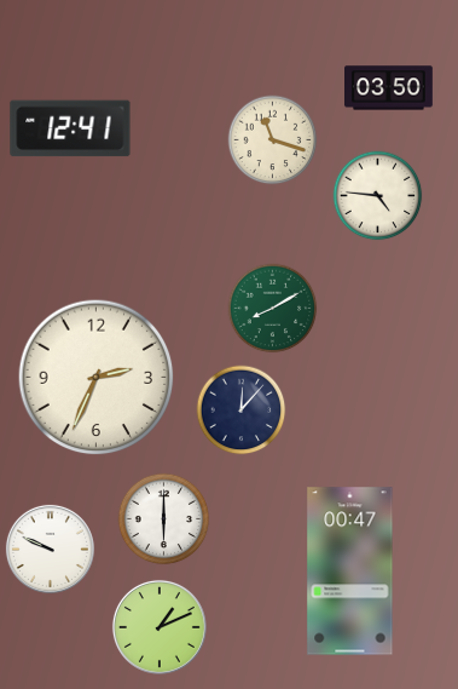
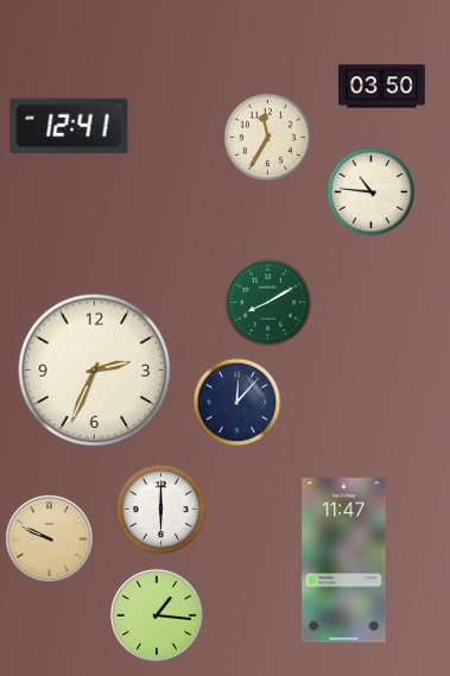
clock at (273, 140): 11:18 -> 11:35
clock at (378, 196): 4:46 -> 10:46
clock at (50, 549) dial: white -> champagne
clock at (350, 572): 00:47 -> 11:47
clock at (160, 627): 1:11 -> 1:16
